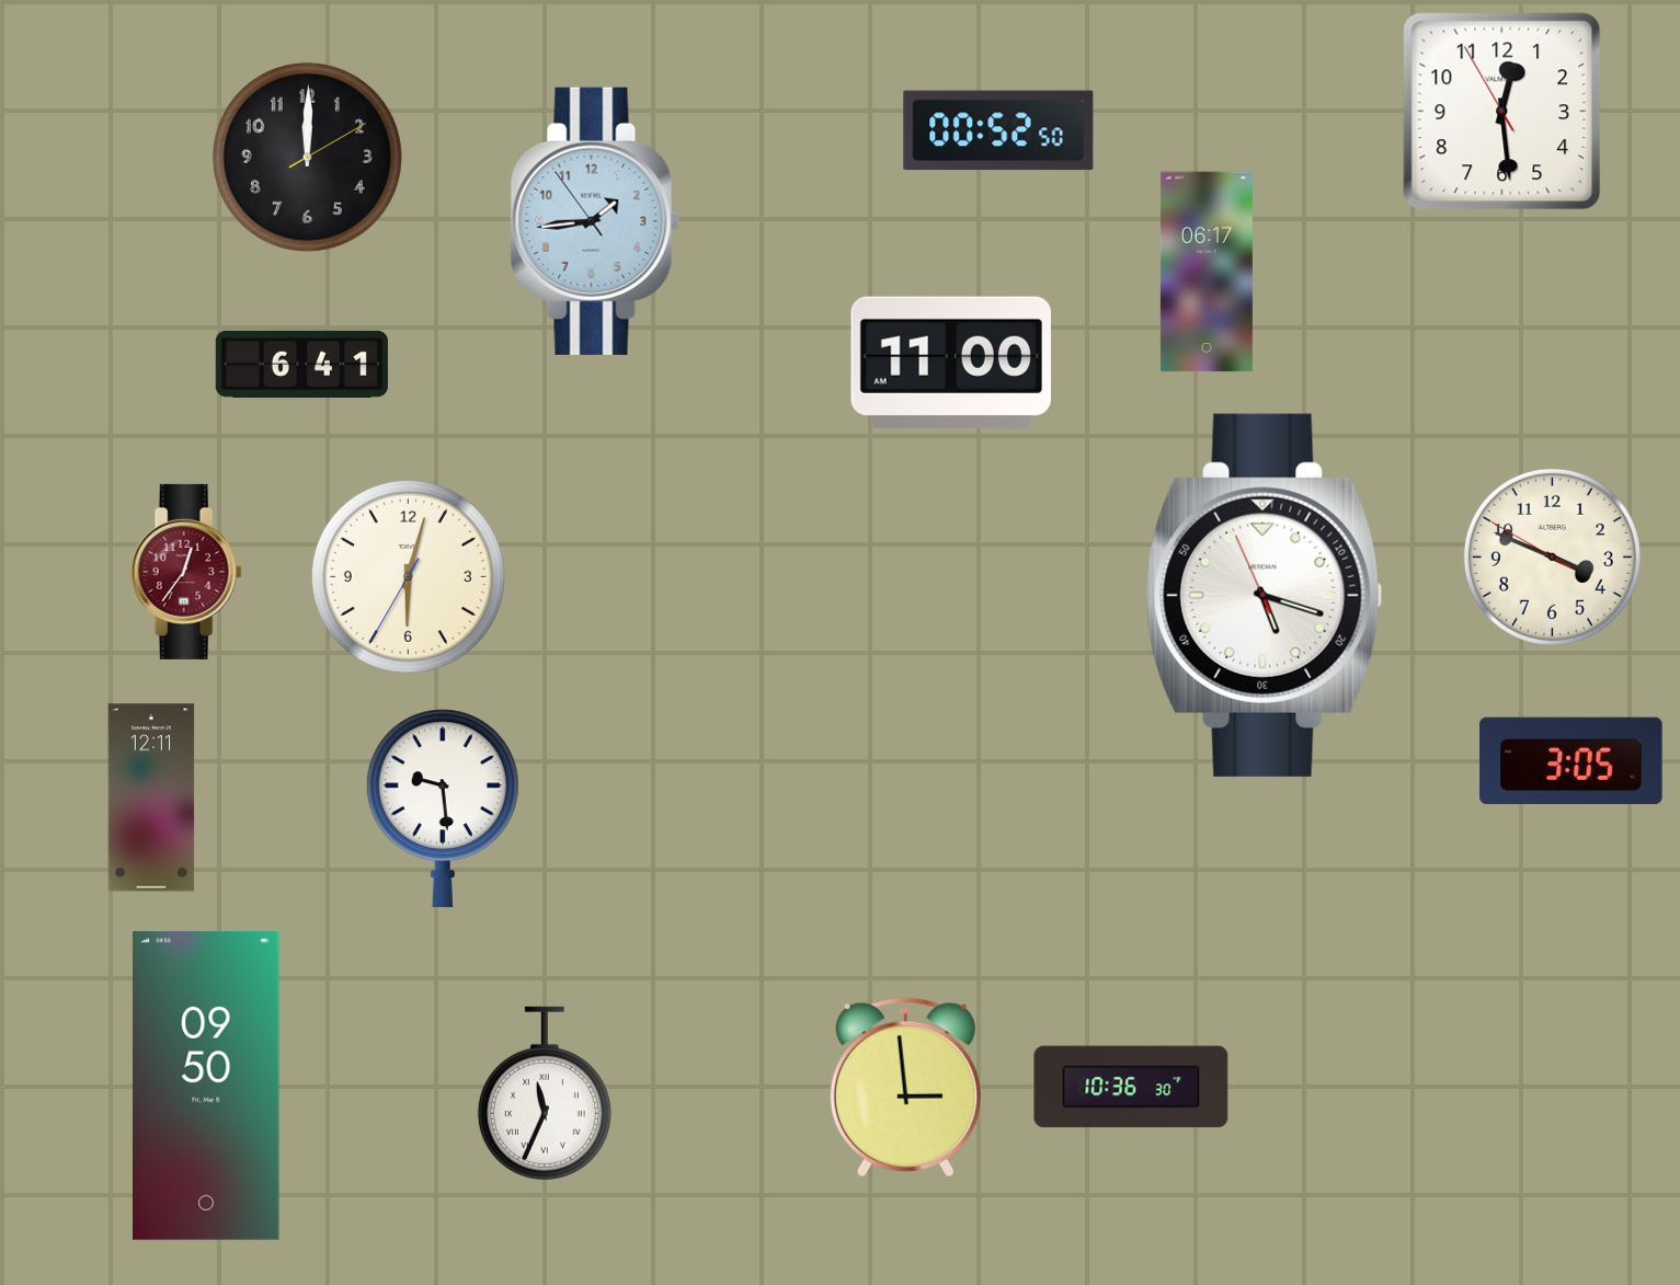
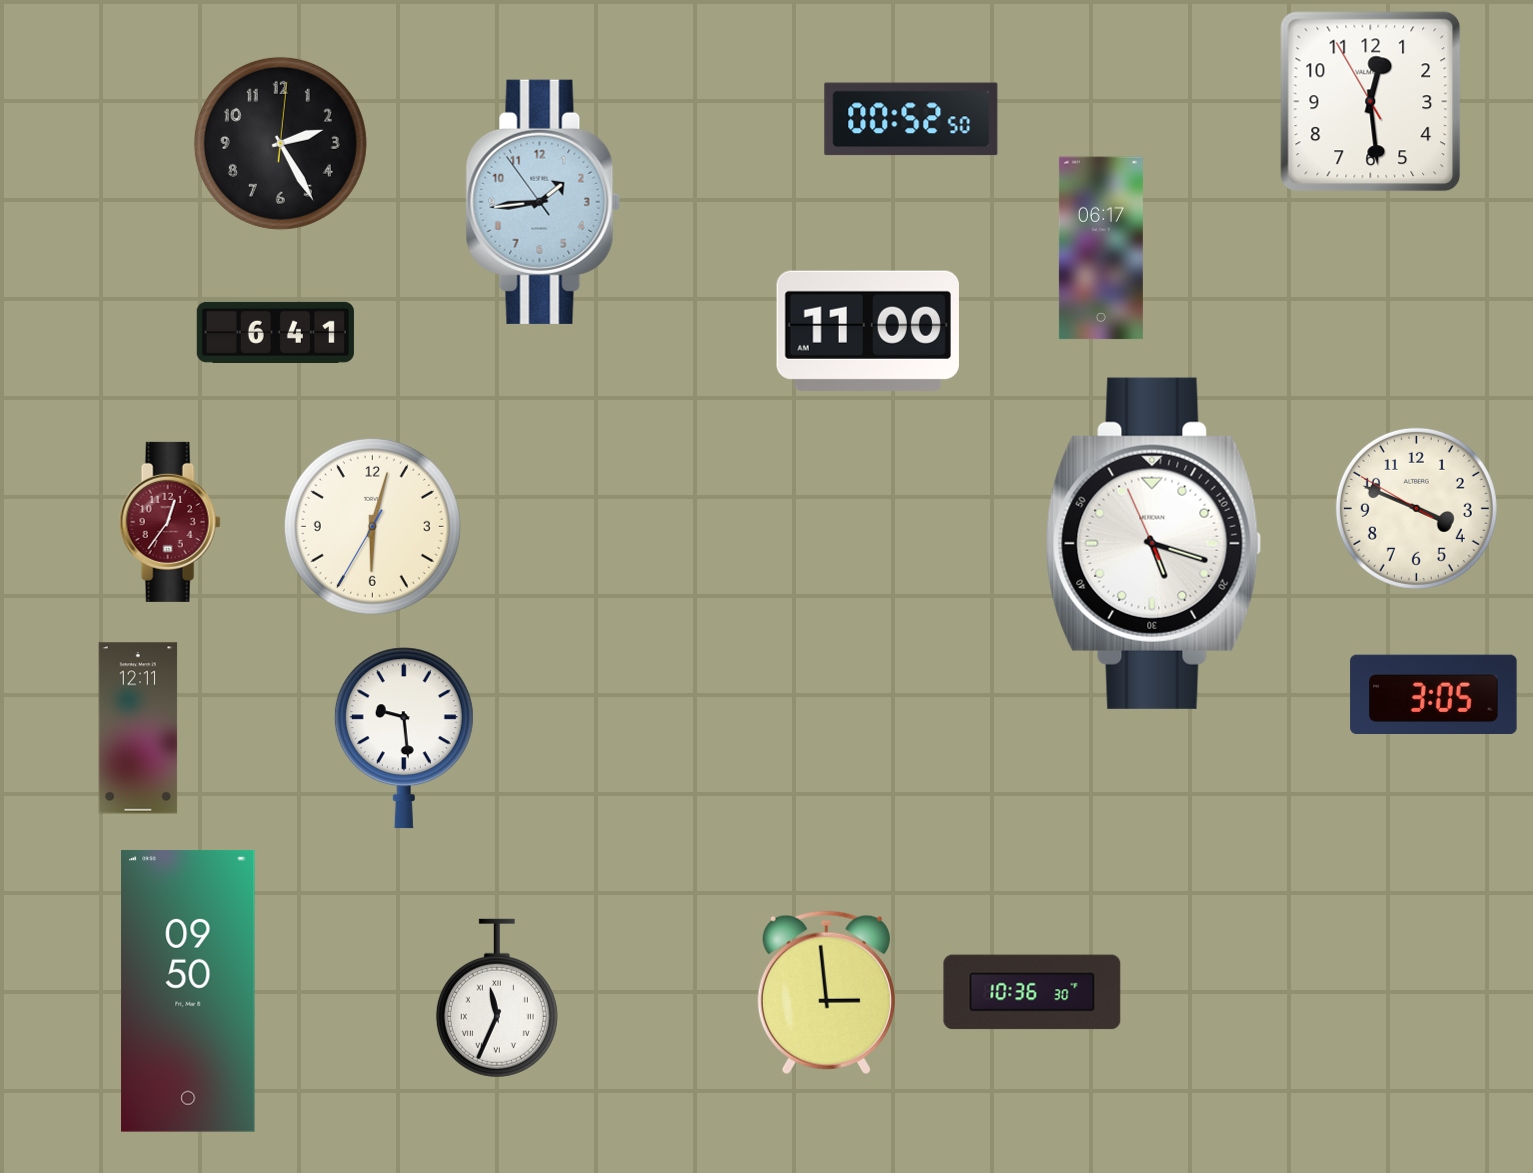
clock at (307, 157): 12:00 -> 2:25
